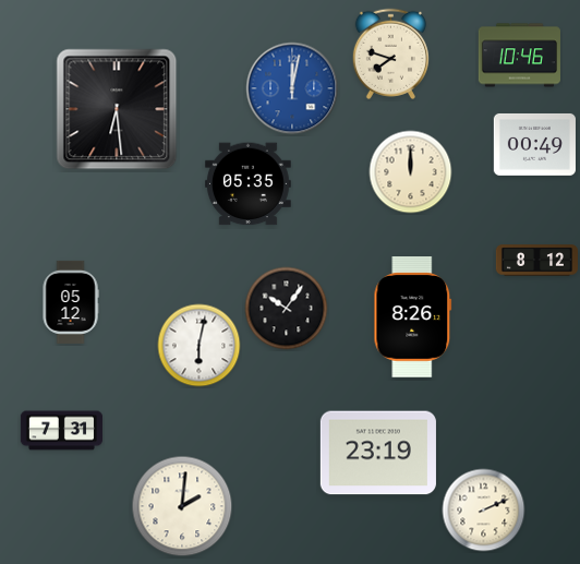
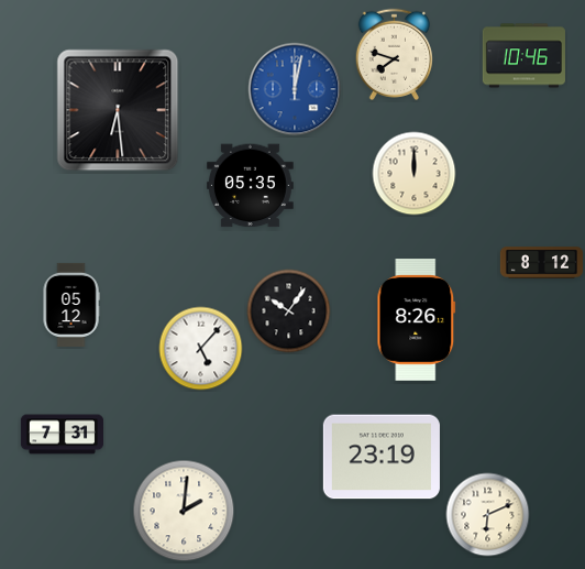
clock at (534, 144): 00:49 -> none
clock at (200, 346): 6:02 -> 5:07
clock at (484, 511): 2:11 -> 6:11
